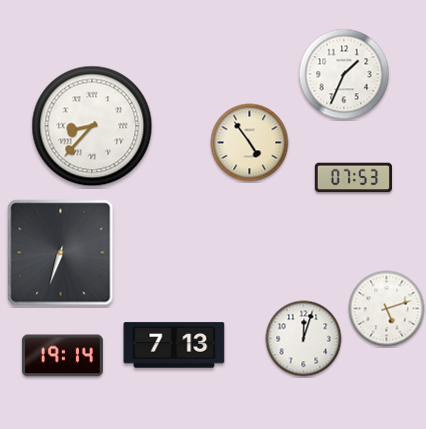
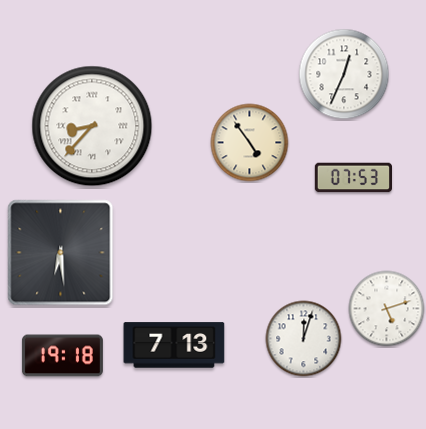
clock at (344, 74): 1:34 -> 12:34
clock at (61, 253): 6:33 -> 6:29
clock at (62, 356): 19:14 -> 19:18
